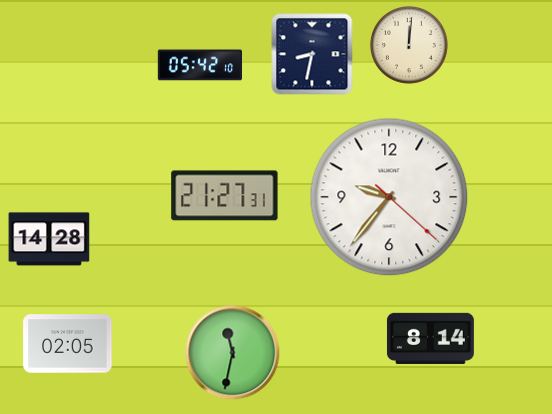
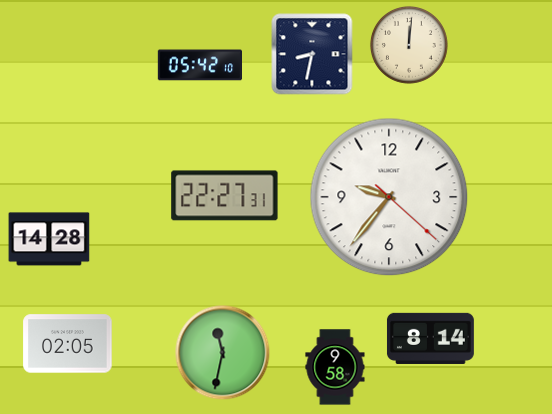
clock at (225, 196): 21:27 -> 22:27
clock at (233, 353) position: (233, 353) -> (223, 353)
clock at (335, 367): none -> 9:58
